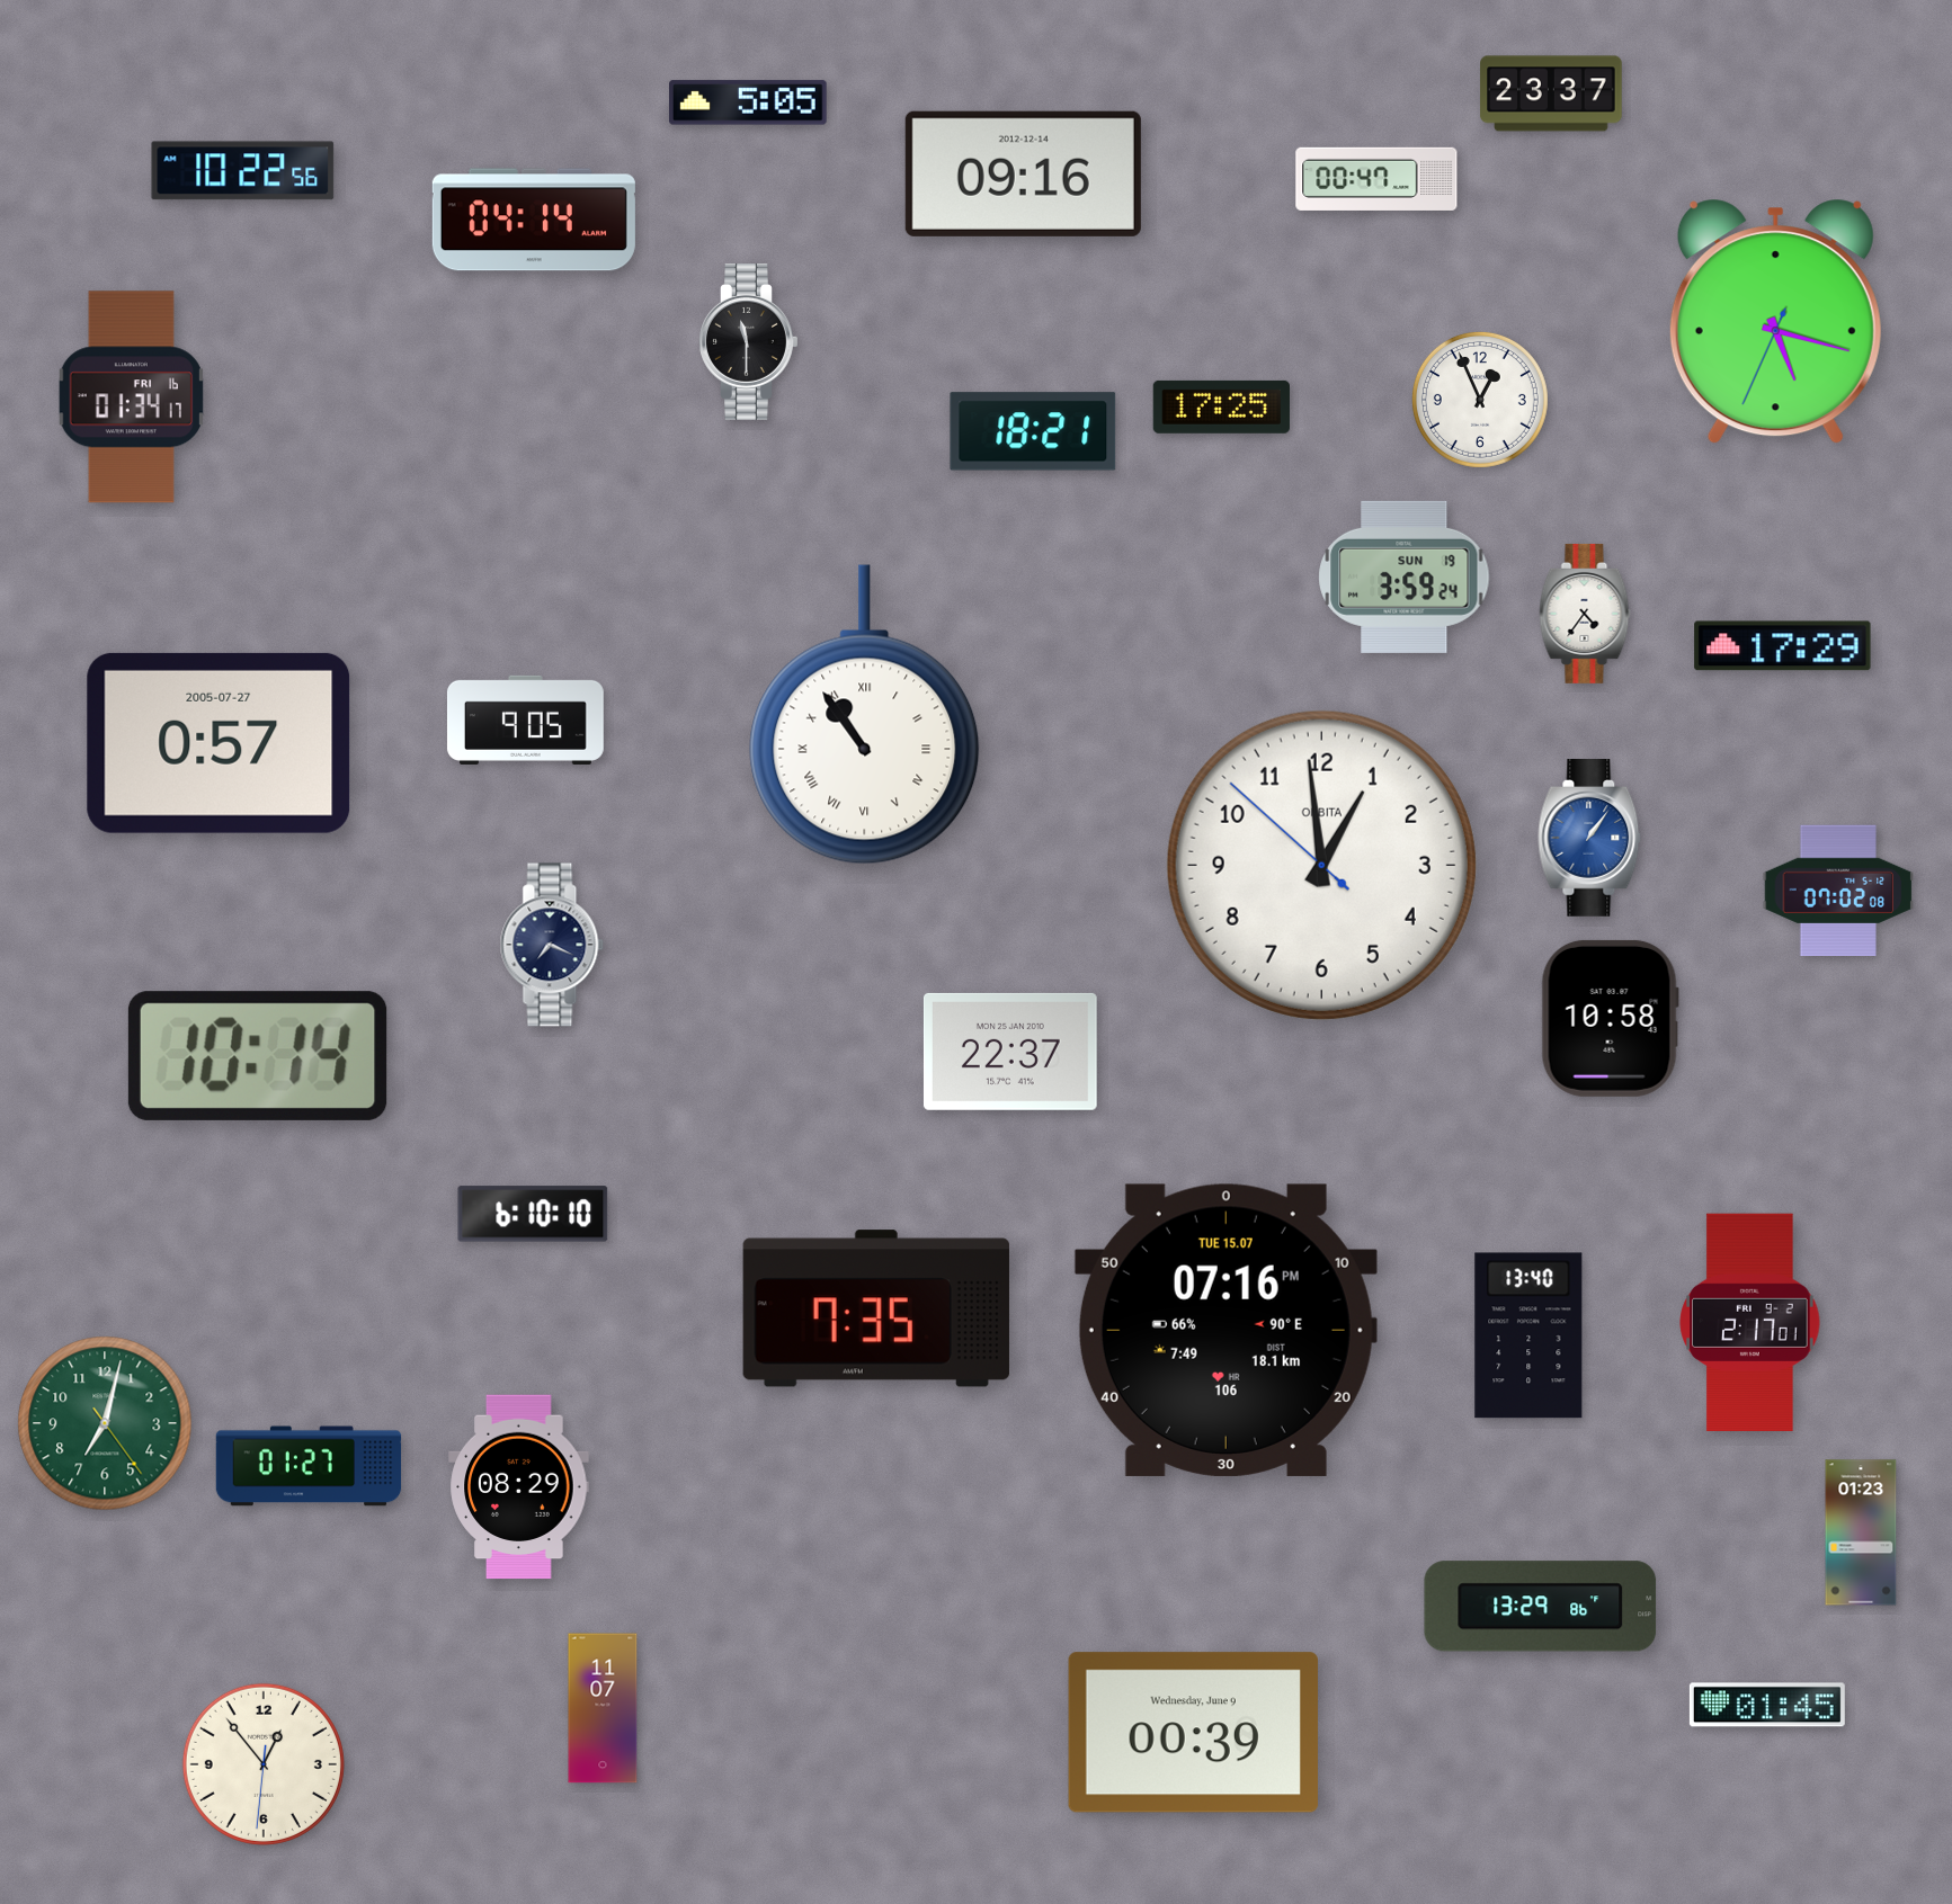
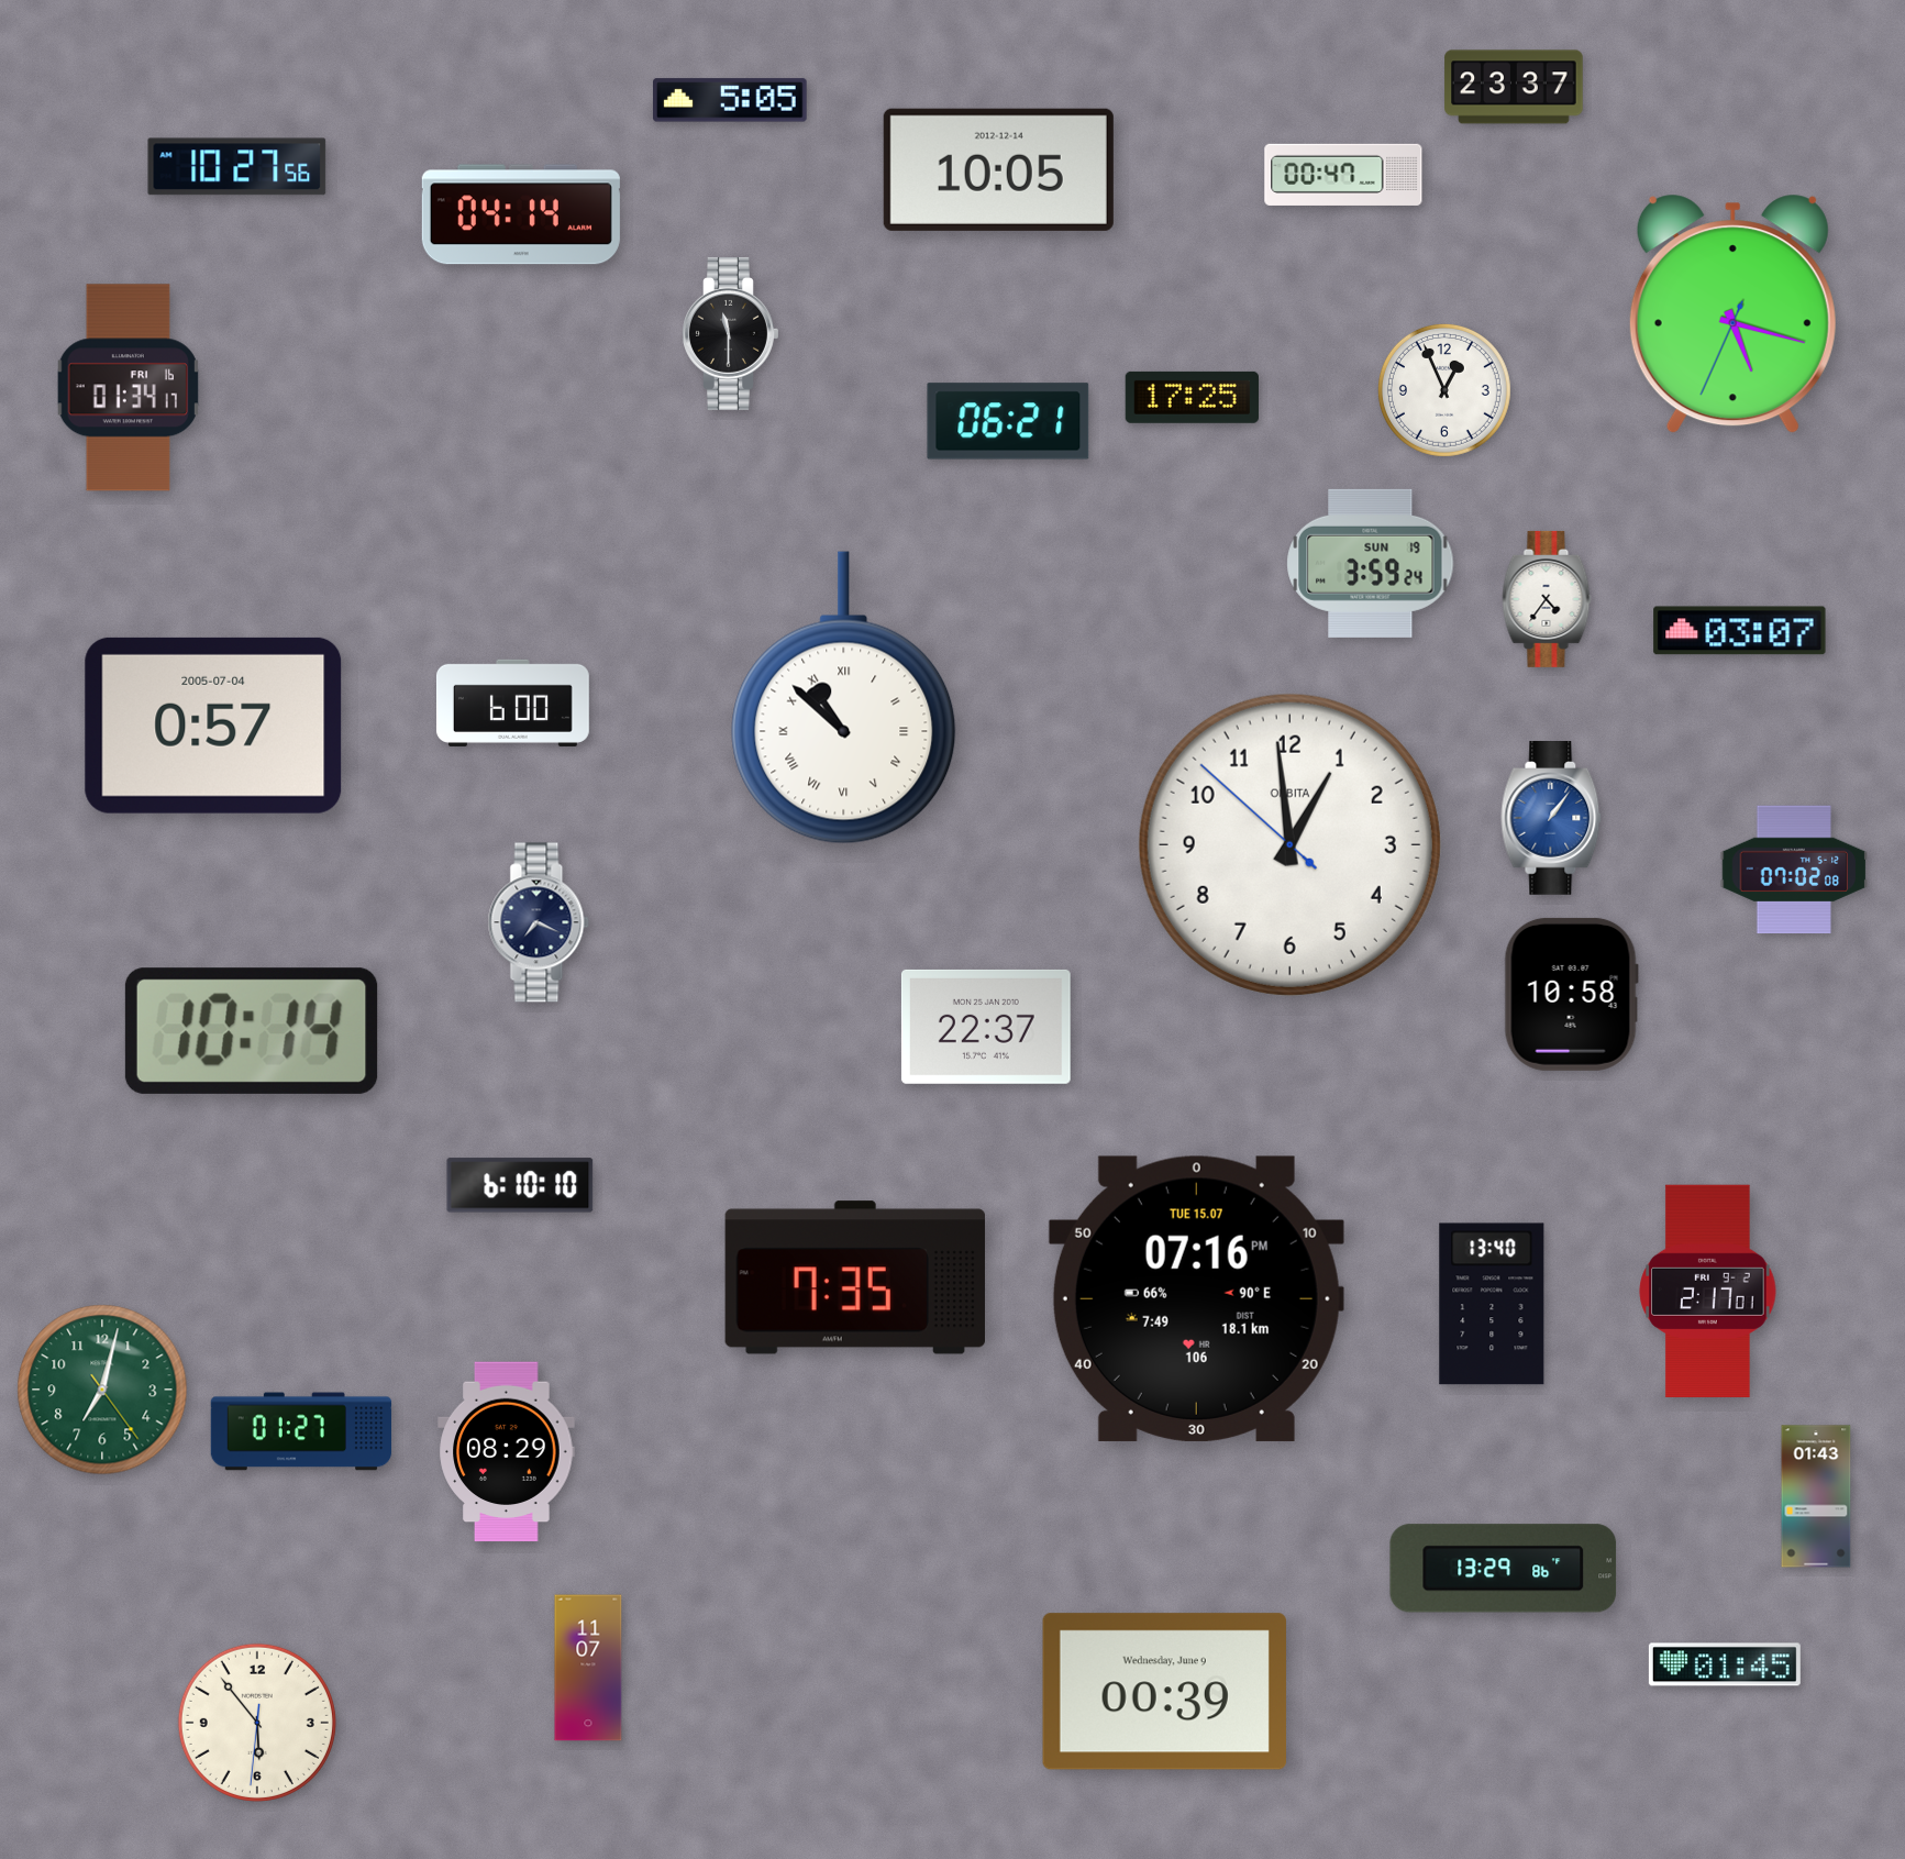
clock at (1551, 93) position: (1551, 93) -> (1514, 87)
clock at (243, 171): 10:22 -> 10:27
clock at (1023, 173): 09:16 -> 10:05
clock at (1033, 431): 18:21 -> 06:21
clock at (1783, 646): 17:29 -> 03:07
clock at (865, 715): 10:54 -> 10:52
clock at (525, 719): 9:05 -> 6:00
clock at (219, 743) date: 2005-07-27 -> 2005-07-04
clock at (1861, 1532): 01:23 -> 01:43
clock at (264, 1764): 12:53 -> 5:53
